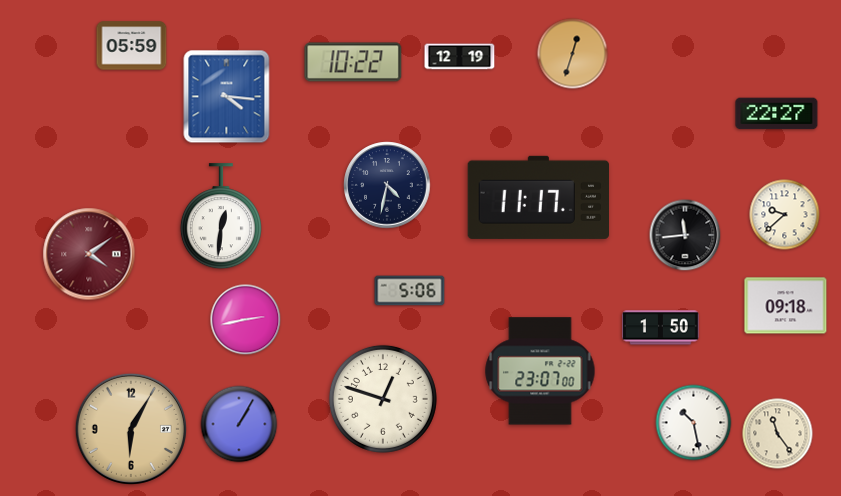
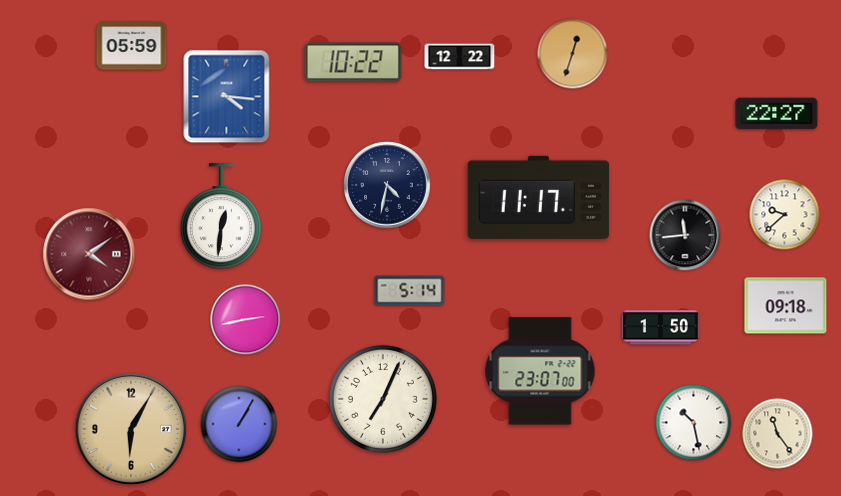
clock at (460, 57): 12:19 -> 12:22
clock at (410, 291): 5:06 -> 5:14
clock at (383, 399): 12:48 -> 7:04
